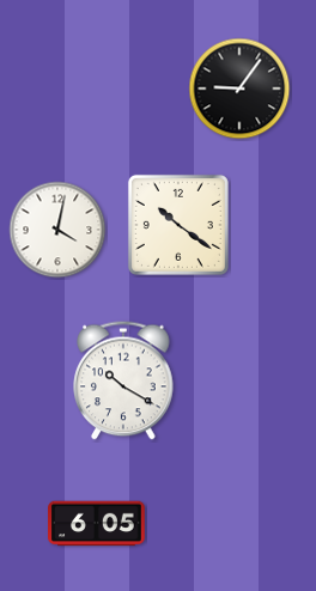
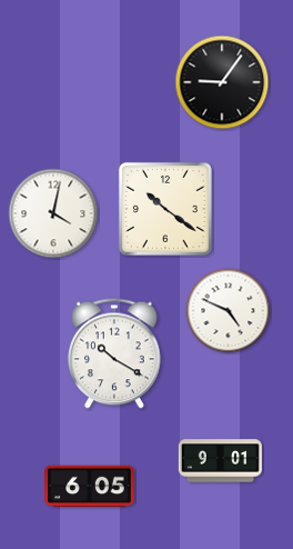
clock at (229, 311): none -> 4:49
clock at (220, 461): none -> 9:01
